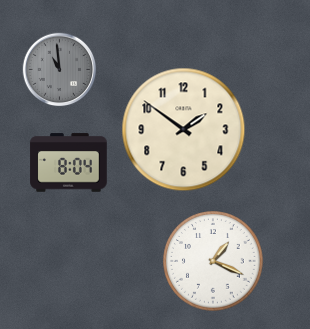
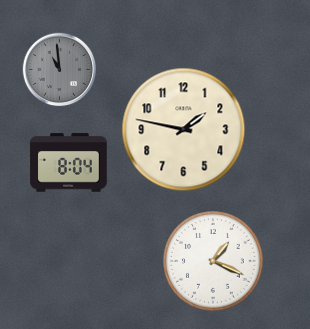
clock at (184, 130): 1:51 -> 1:47
